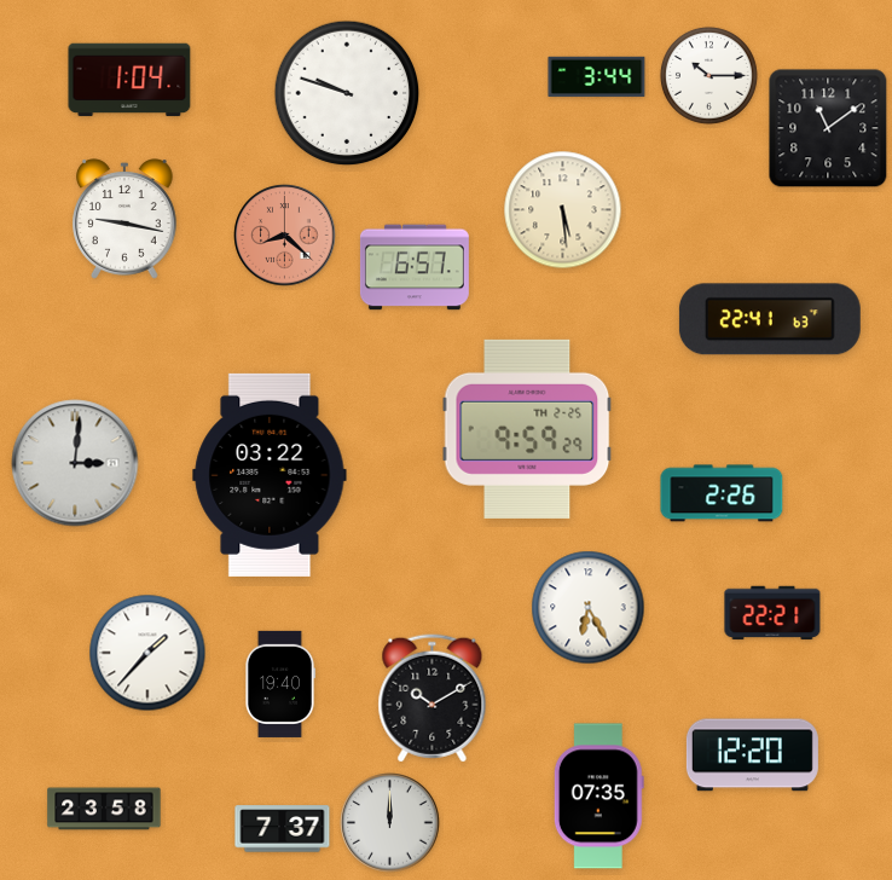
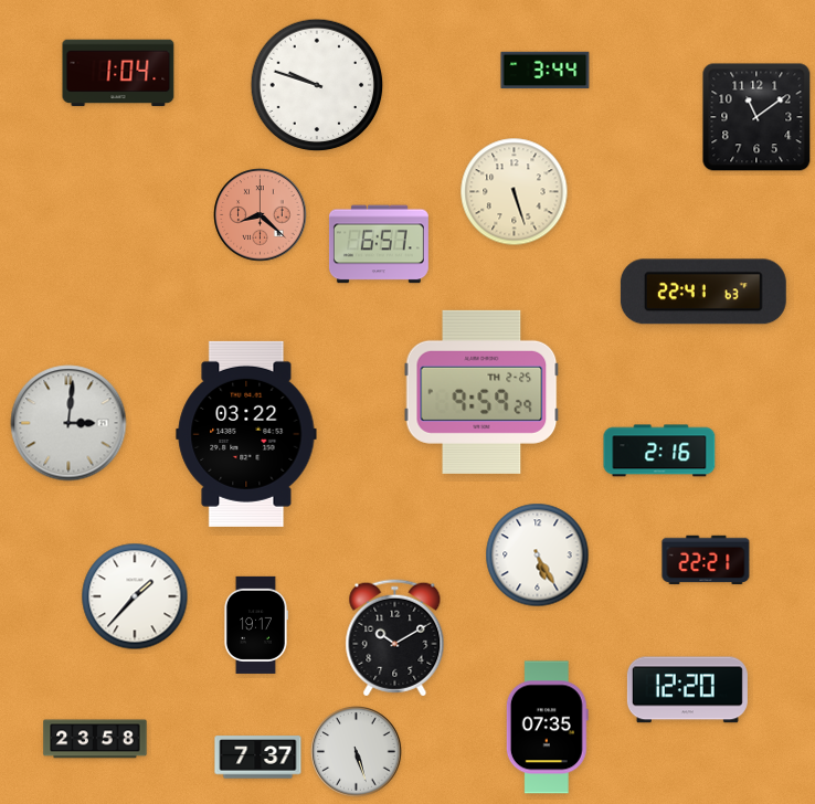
clock at (708, 75): 10:15 -> none
clock at (563, 210): 5:29 -> 5:27
clock at (126, 219): 9:17 -> none
clock at (722, 493): 2:26 -> 2:16
clock at (589, 608): 6:25 -> 5:25
clock at (279, 684): 19:40 -> 19:17
clock at (390, 823): 12:00 -> 5:27
